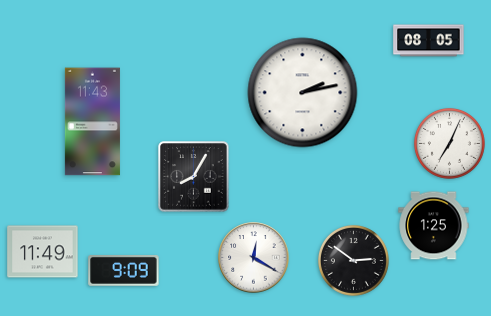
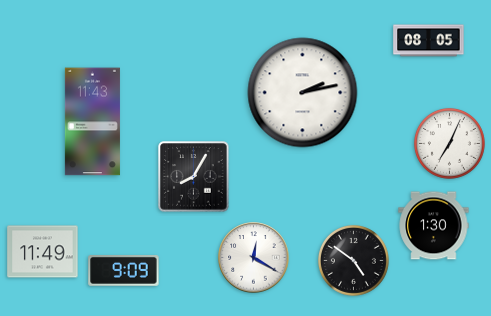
clock at (434, 226): 1:25 -> 1:30
clock at (353, 260): 2:51 -> 4:51
